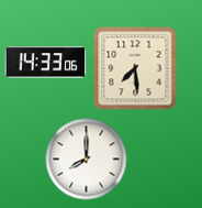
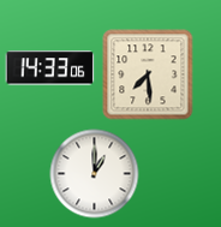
clock at (87, 160): 8:00 -> 1:00
